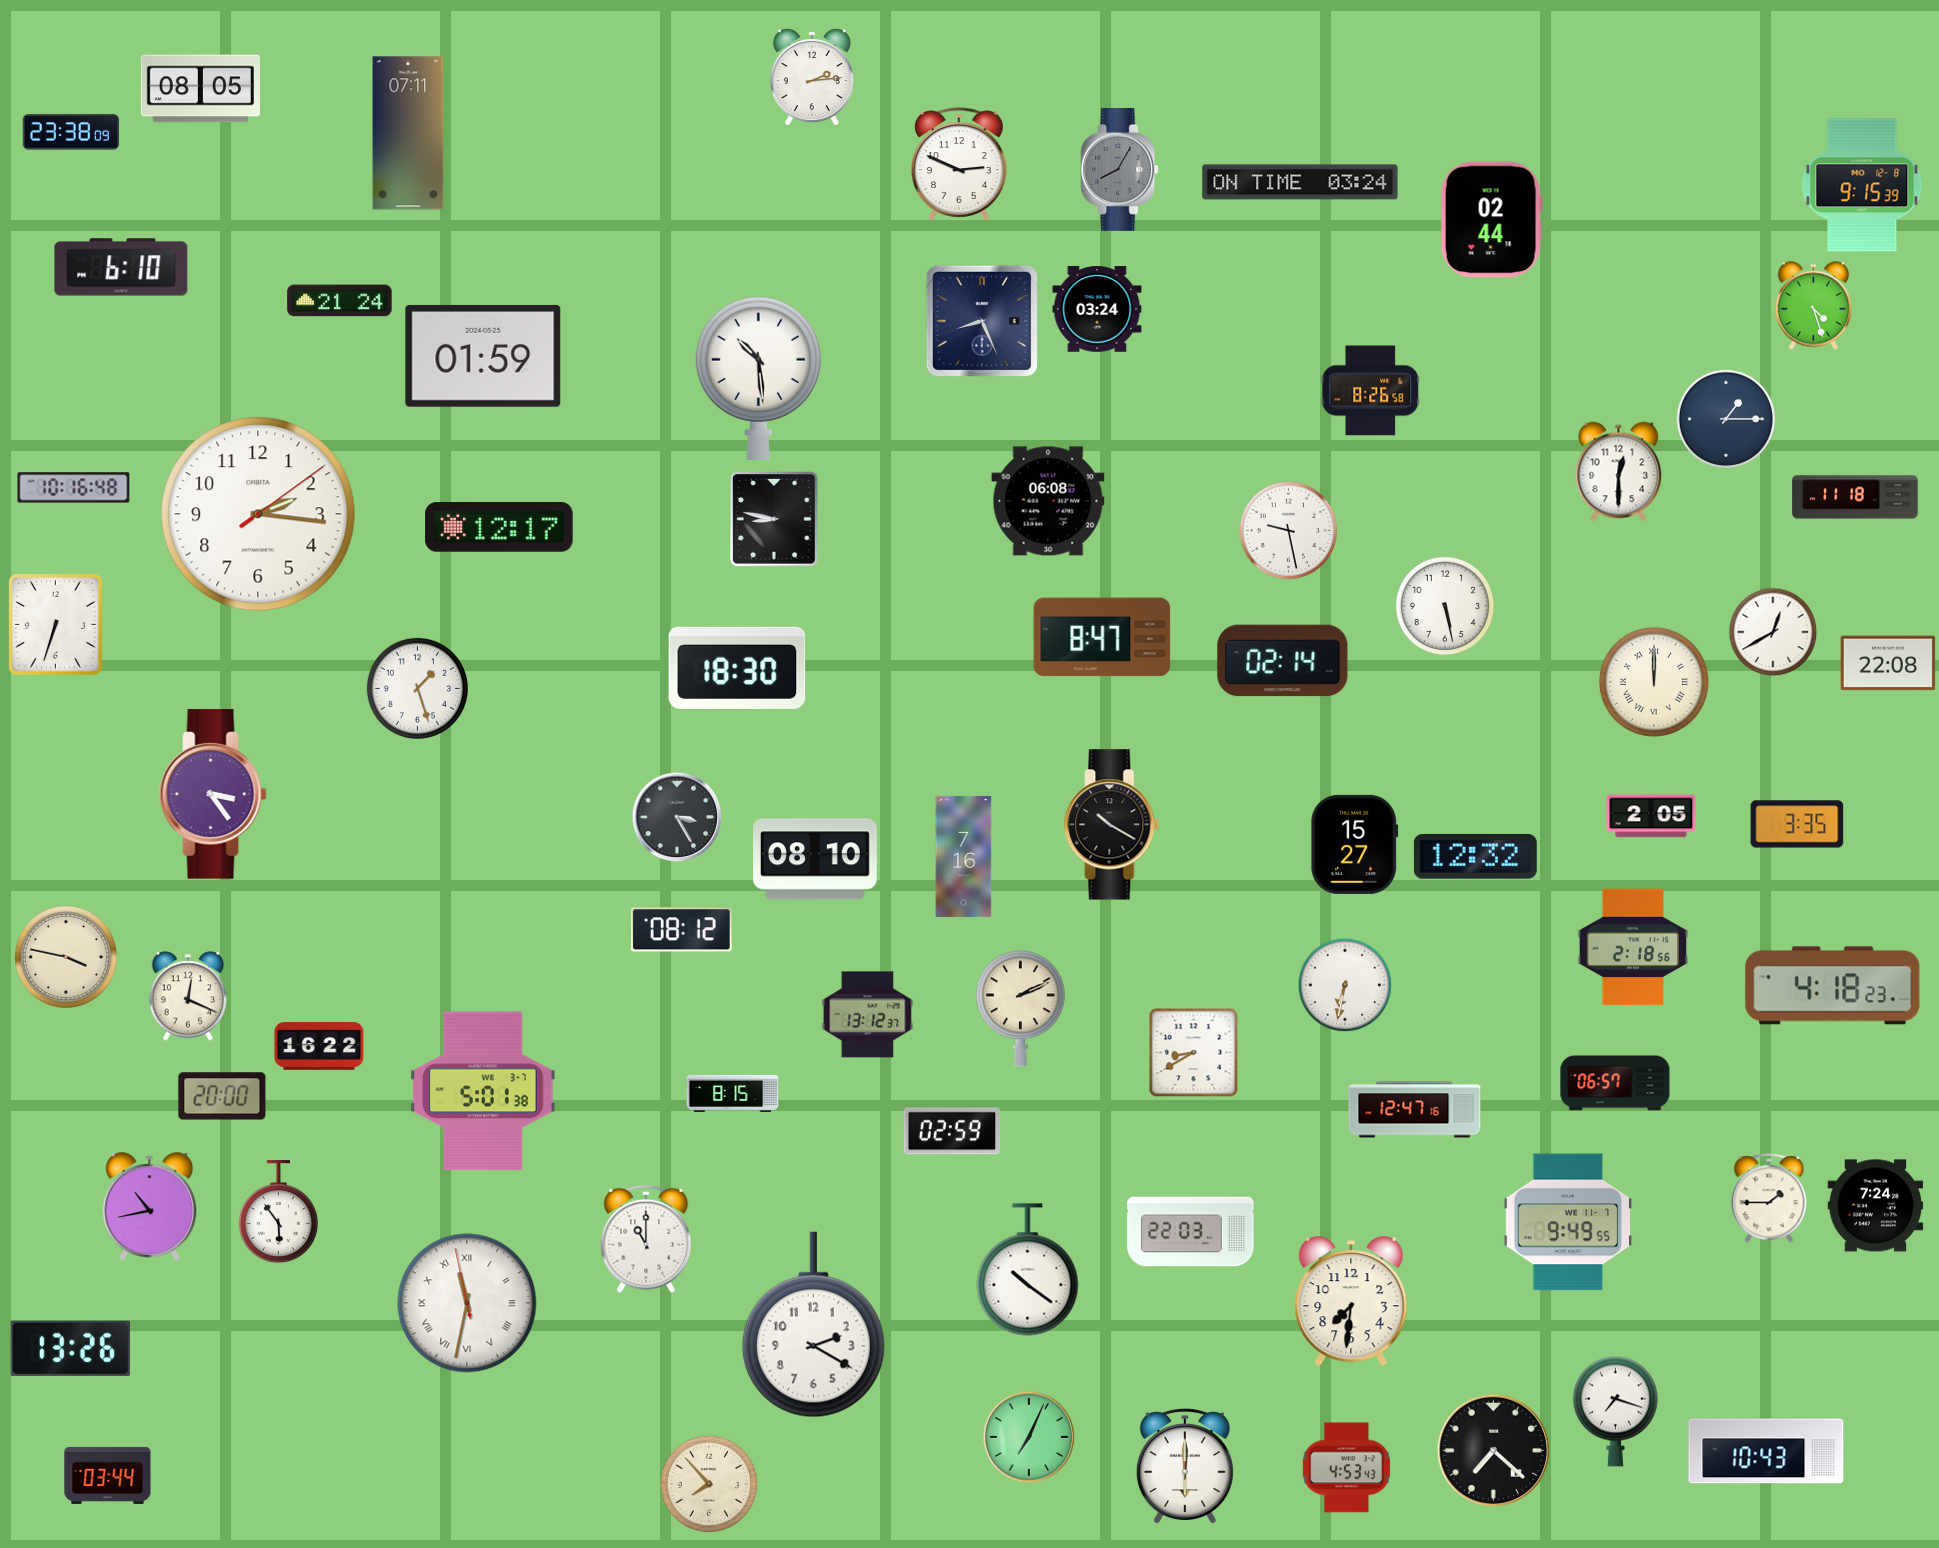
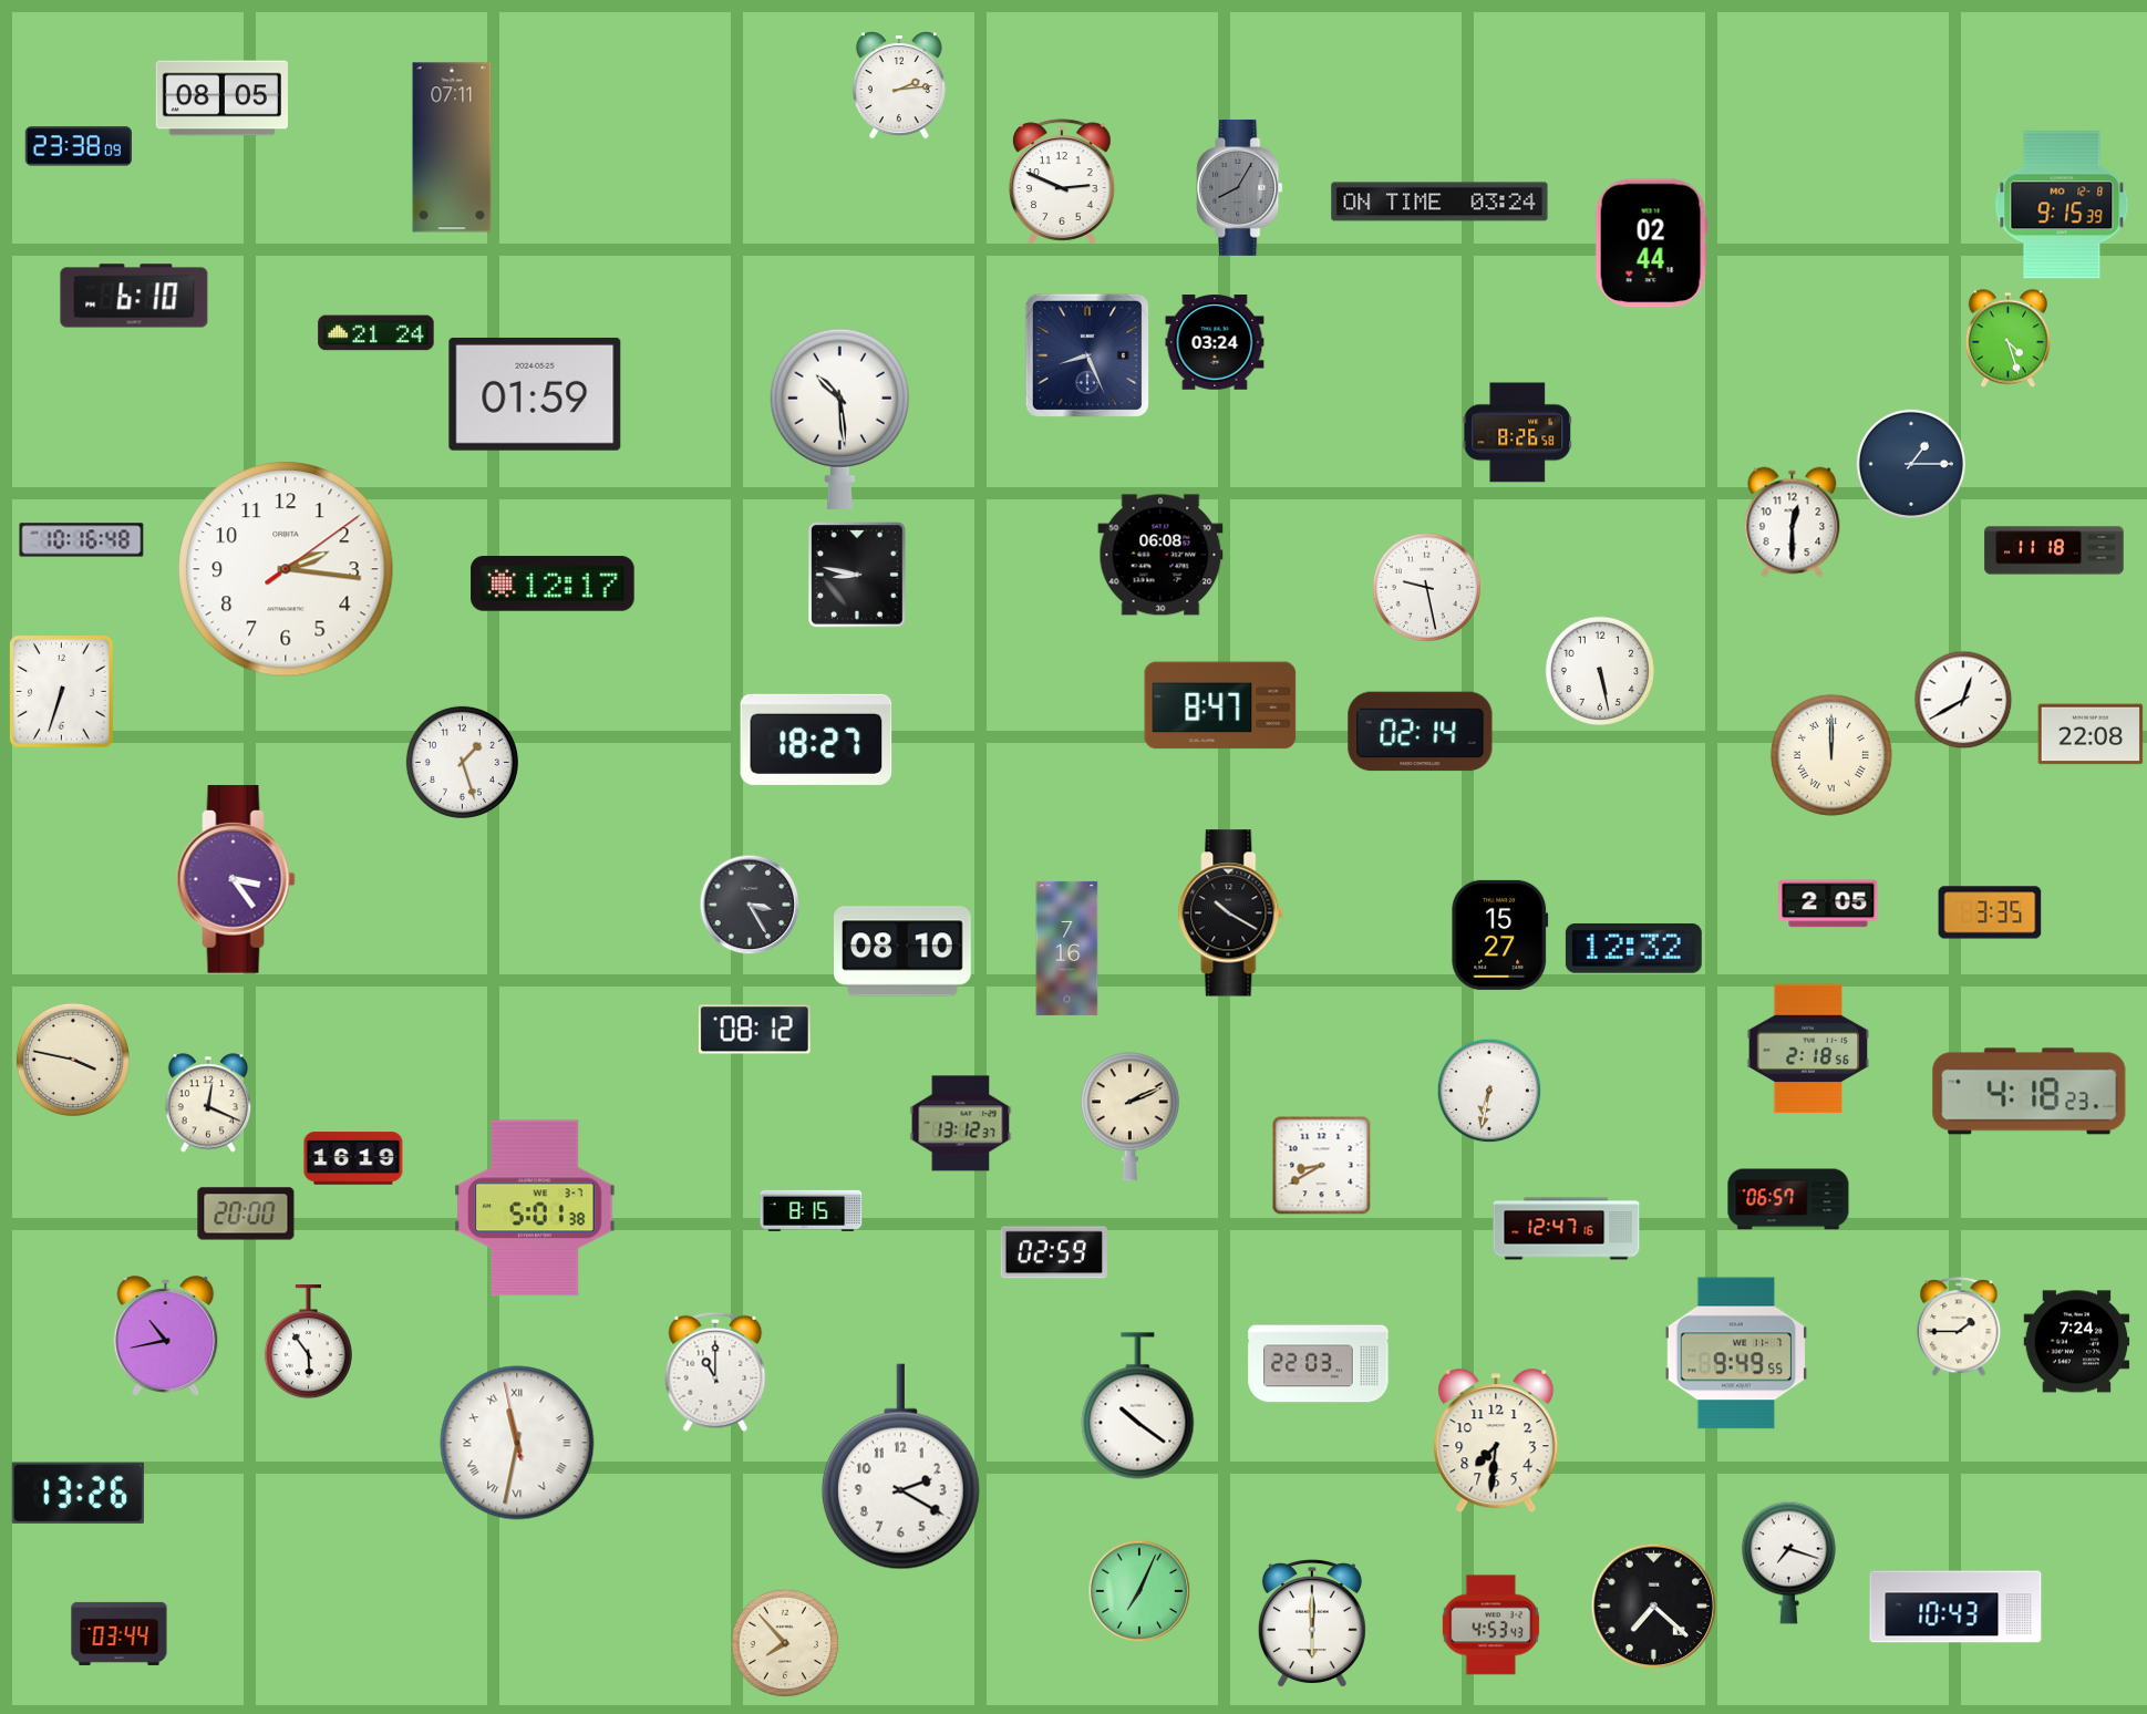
clock at (737, 668): 18:30 -> 18:27
clock at (319, 1046): 16:22 -> 16:19
clock at (1876, 1206) position: (1876, 1206) -> (2077, 1342)
